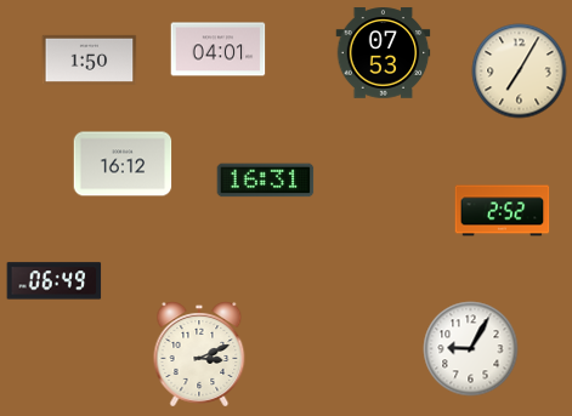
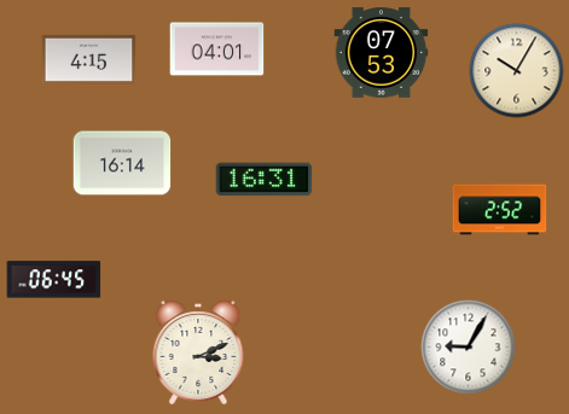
clock at (89, 59): 1:50 -> 4:15
clock at (519, 70): 7:05 -> 10:05
clock at (123, 164): 16:12 -> 16:14
clock at (53, 281): 06:49 -> 06:45
